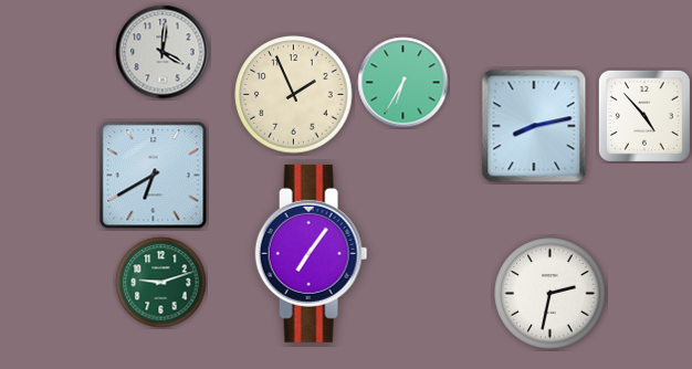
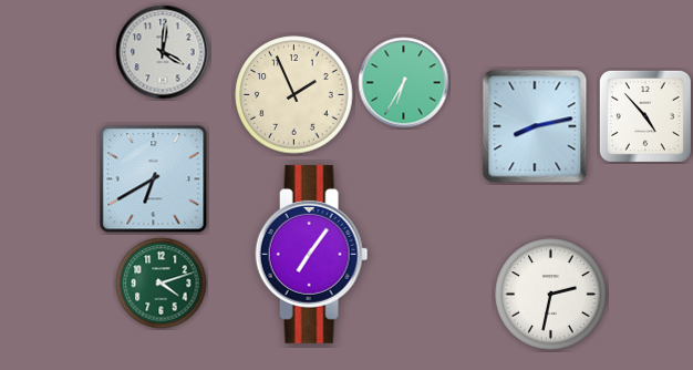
clock at (154, 176) position: (154, 176) -> (154, 179)
clock at (161, 283): 9:12 -> 4:12
